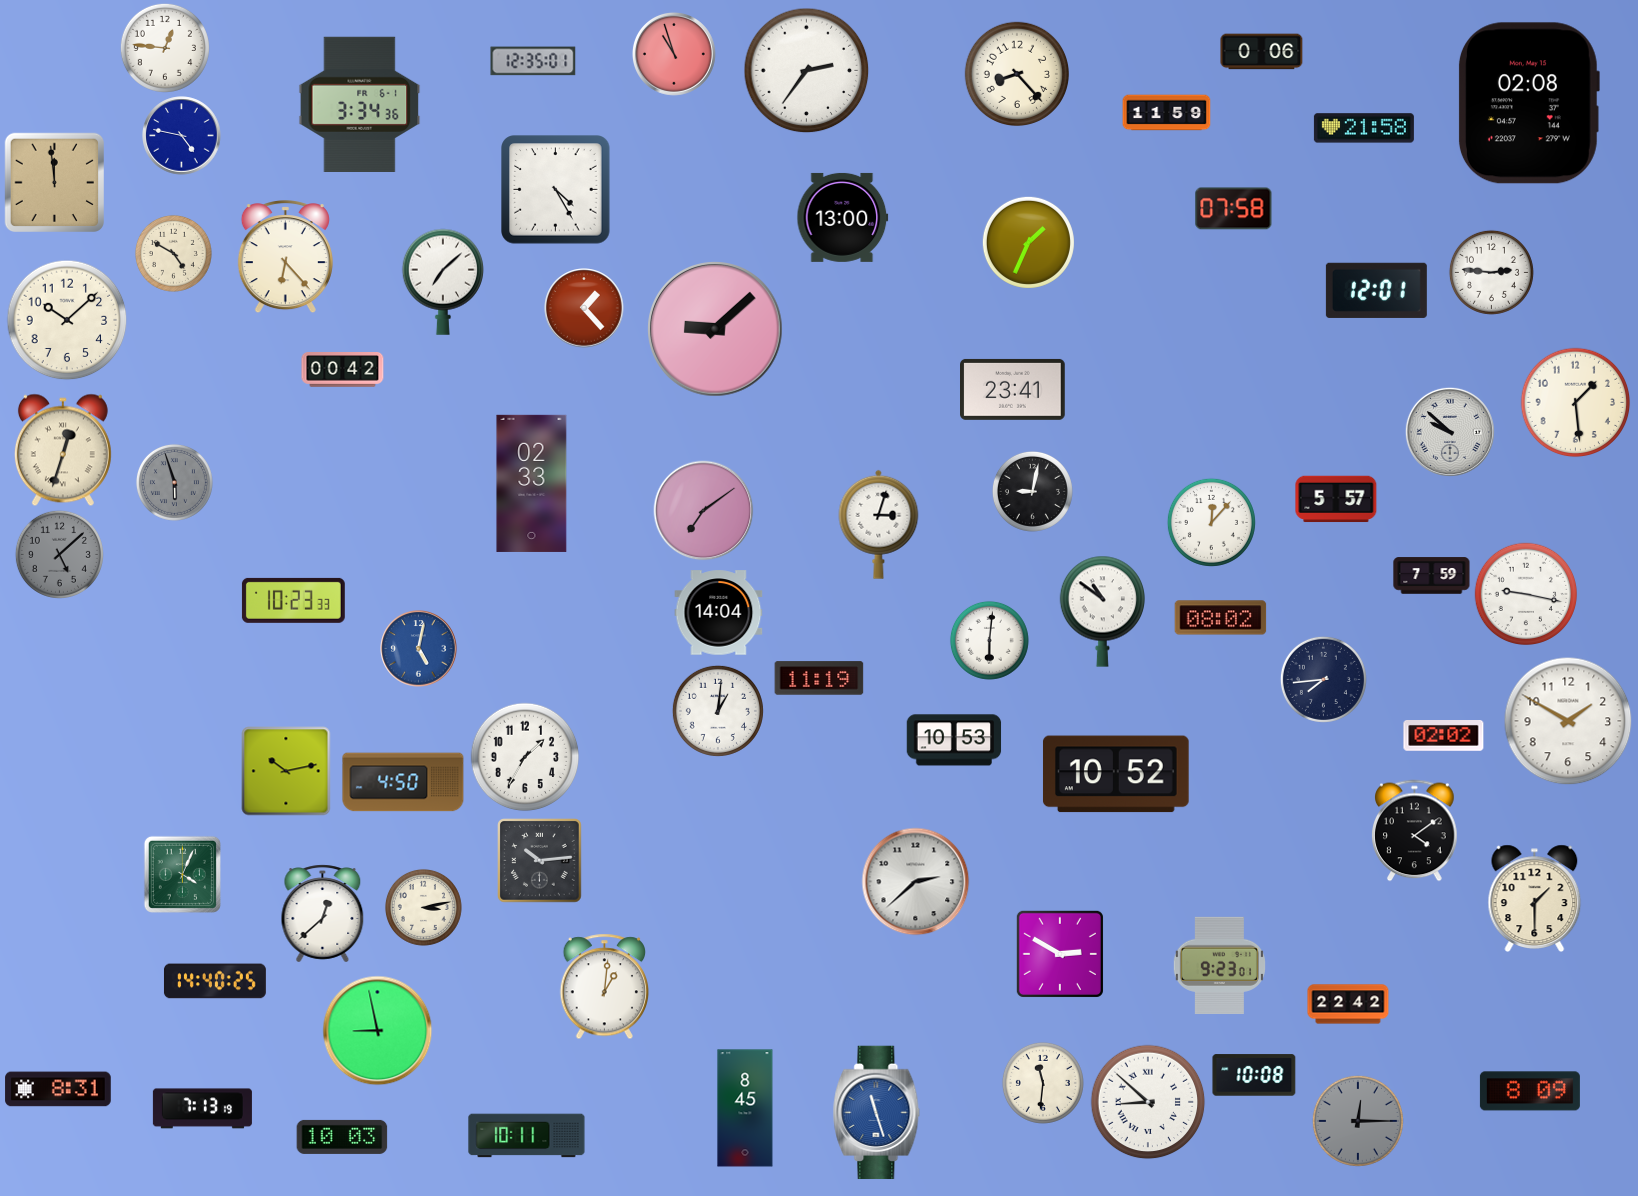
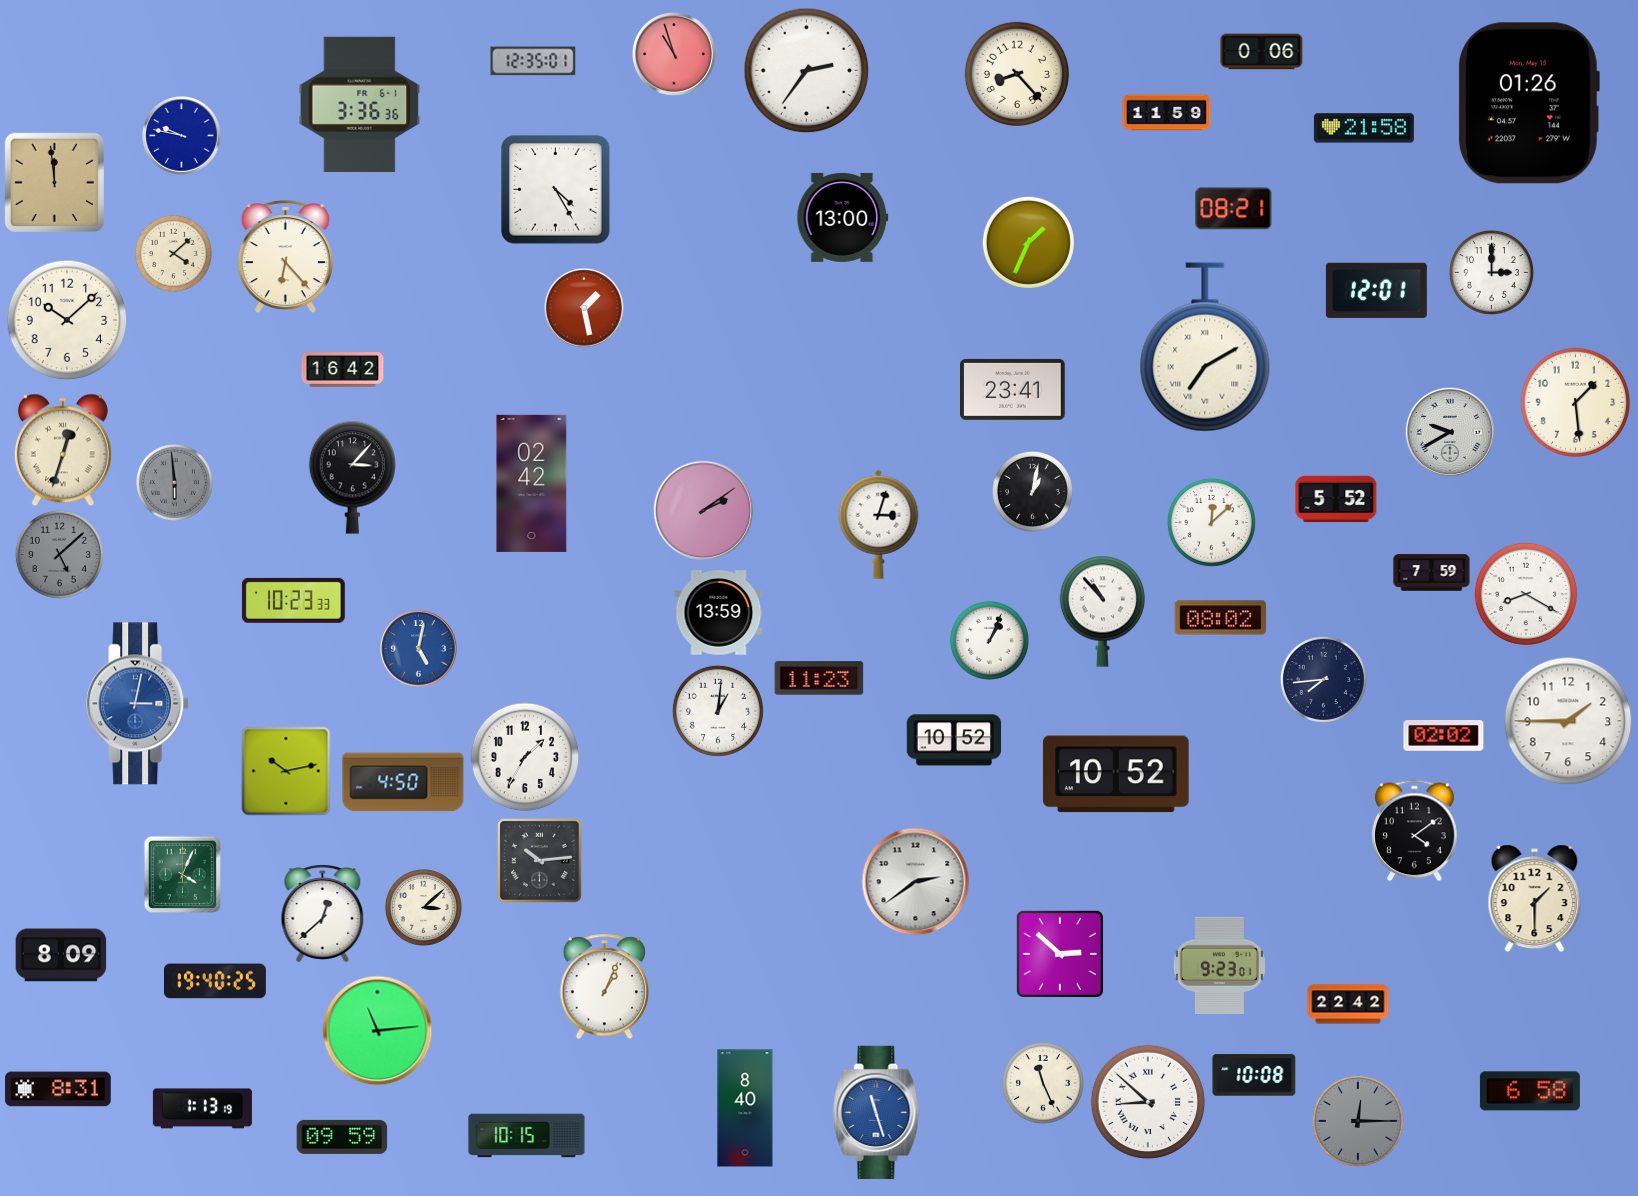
clock at (165, 48): 12:46 -> none
clock at (1528, 103): 02:08 -> 01:26
clock at (360, 104): 3:34 -> 3:36
clock at (182, 136): 4:47 -> 9:47
clock at (1234, 209): 07:58 -> 08:21
clock at (173, 253): 4:50 -> 4:08
clock at (1491, 272): 2:46 -> 3:00
clock at (442, 282): 7:08 -> none
clock at (584, 308): 1:23 -> 1:28
clock at (715, 329): 9:08 -> none
clock at (1205, 347): none -> 7:10
clock at (343, 370): 00:42 -> 16:42
clock at (1450, 432): 9:52 -> 9:40
clock at (353, 477): none -> 3:07
clock at (174, 482): 5:57 -> 5:59
clock at (532, 483): 02:33 -> 02:42
clock at (1032, 491): 9:02 -> 1:02
clock at (1336, 499): 5:57 -> 5:52
clock at (704, 511): 7:09 -> 2:09
clock at (1211, 522): 12:07 -> 12:08
clock at (1432, 576) position: (1432, 576) -> (1432, 573)
clock at (1525, 593): 9:17 -> 8:20
clock at (1102, 611): 10:51 -> 10:53
clock at (719, 613): 14:04 -> 13:59
clock at (989, 640): 6:01 -> 1:04
clock at (819, 678): 11:19 -> 11:23
clock at (138, 704): none -> 3:02
clock at (1568, 721): 1:50 -> 1:45
clock at (954, 740): 10:53 -> 10:52
clock at (916, 882): 2:38 -> 2:39
clock at (423, 907): 3:13 -> 3:08
clock at (1060, 954): 2:50 -> 2:52
clock at (61, 955): none -> 8:09
clock at (215, 981): 14:40 -> 19:40
clock at (604, 987): 1:01 -> 1:04
clock at (378, 1031): 8:58 -> 11:14
clock at (1043, 1083): 11:31 -> 11:26
clock at (1530, 1091): 8:09 -> 6:58
clock at (745, 1108): 8:45 -> 8:40
clock at (202, 1109): 7:13 -> 1:13
clock at (527, 1136): 10:11 -> 10:15
clock at (342, 1137): 10:03 -> 09:59
